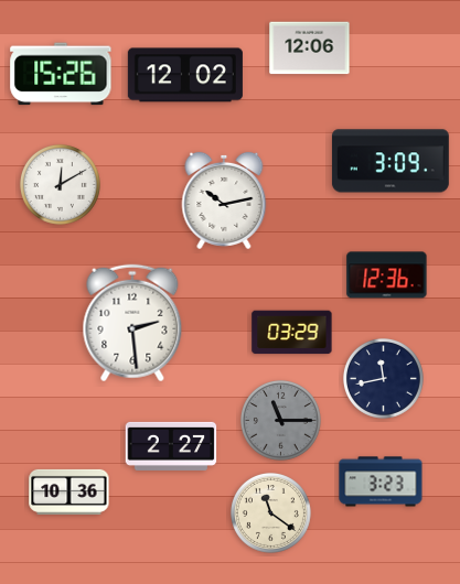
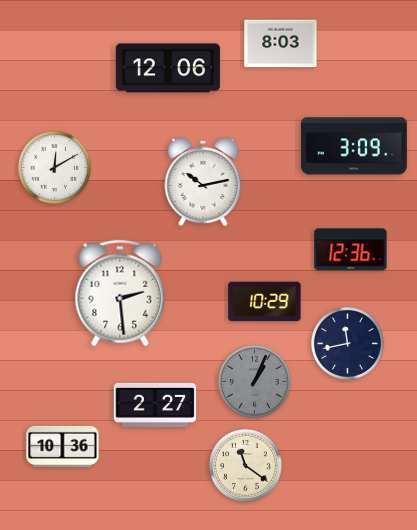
clock at (310, 48): 12:06 -> 8:03
clock at (61, 74): 15:26 -> none
clock at (185, 75): 12:02 -> 12:06
clock at (292, 333): 03:29 -> 10:29
clock at (280, 420): 11:15 -> 1:04
clock at (381, 482): 3:23 -> none
